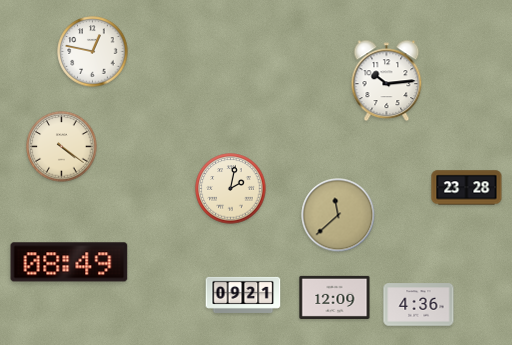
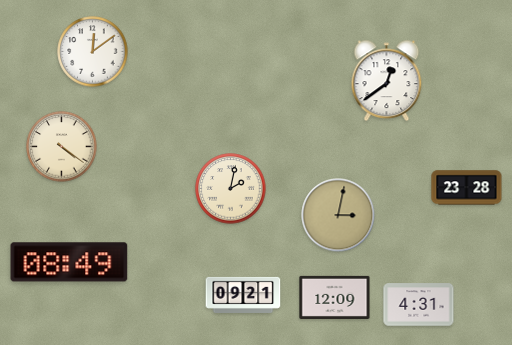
clock at (93, 52): 12:47 -> 12:09
clock at (387, 81): 10:14 -> 12:39
clock at (338, 215): 11:38 -> 3:02
clock at (419, 305): 4:36 -> 4:31
